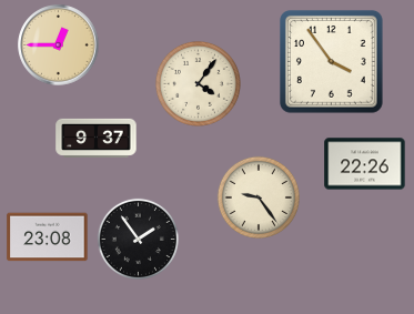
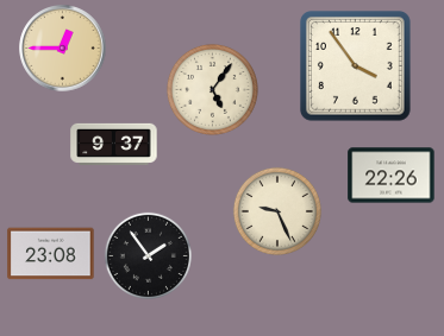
clock at (198, 83): 4:06 -> 5:06
clock at (97, 138) position: (97, 138) -> (114, 144)
clock at (259, 197): 9:24 -> 9:26
